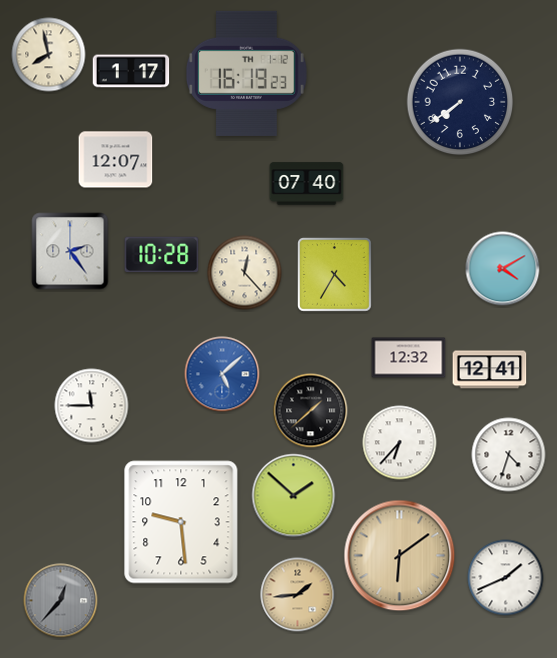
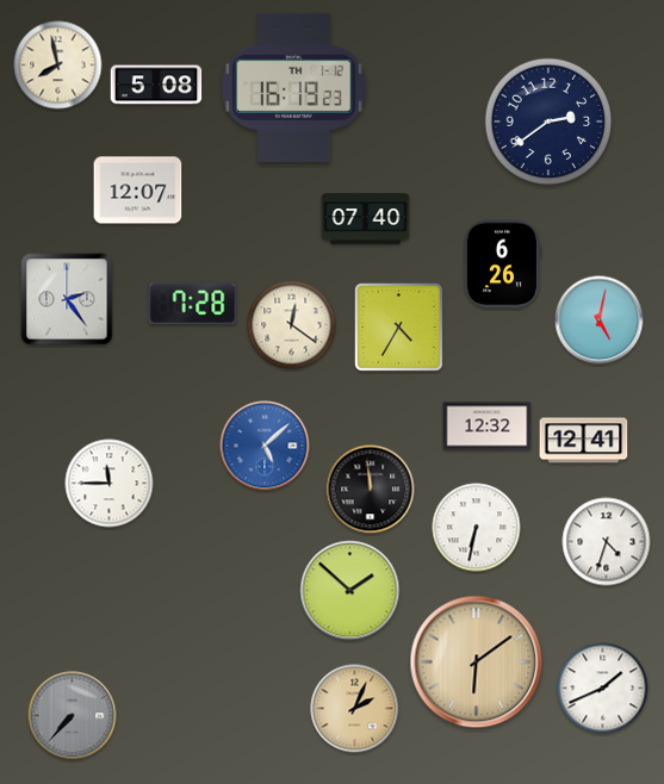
clock at (131, 71): 1:17 -> 5:08
clock at (460, 102): 7:39 -> 2:39
clock at (502, 265): none -> 6:26
clock at (70, 251) position: (70, 251) -> (67, 299)
clock at (162, 255): 10:28 -> 7:28
clock at (503, 269): 4:10 -> 5:02
clock at (245, 273): 12:23 -> 12:21
clock at (311, 411): 1:38 -> 11:59
clock at (400, 443): 6:37 -> 6:32
clock at (181, 522): 9:29 -> none
clock at (298, 595): 1:44 -> 2:04
clock at (61, 601): 12:37 -> 7:37
